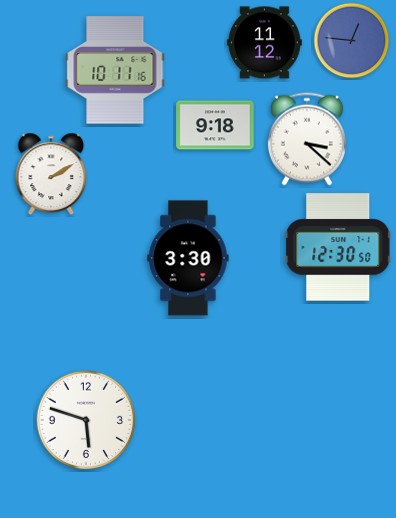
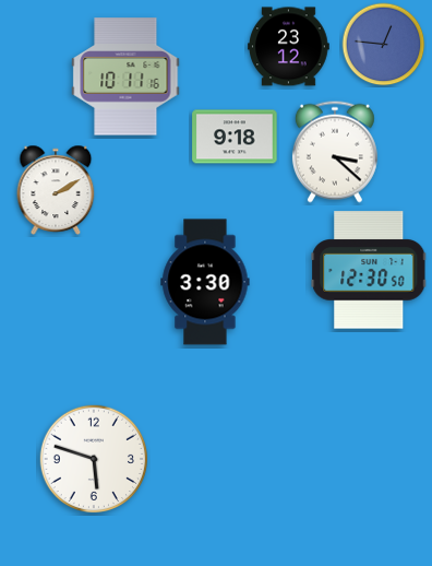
clock at (265, 43): 11:12 -> 23:12
